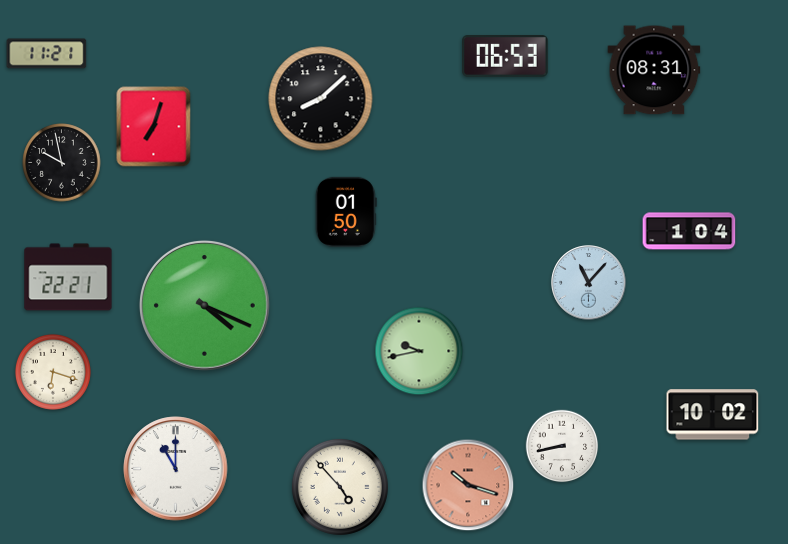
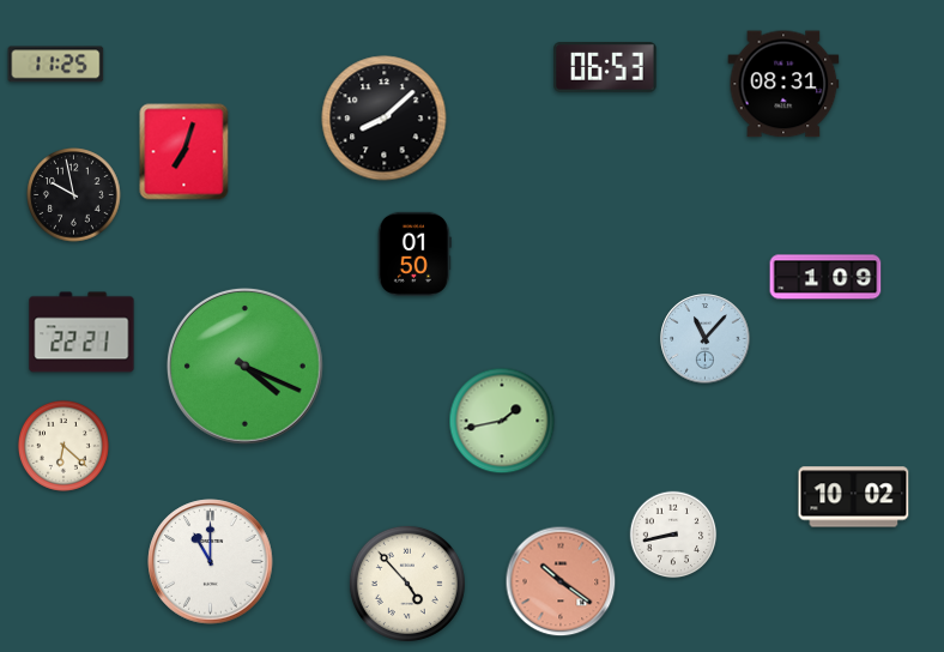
clock at (47, 54): 11:21 -> 11:25
clock at (689, 231): 1:04 -> 1:09
clock at (419, 351): 9:43 -> 1:43
clock at (53, 372): 6:18 -> 6:22
clock at (468, 485): 10:18 -> 10:21
